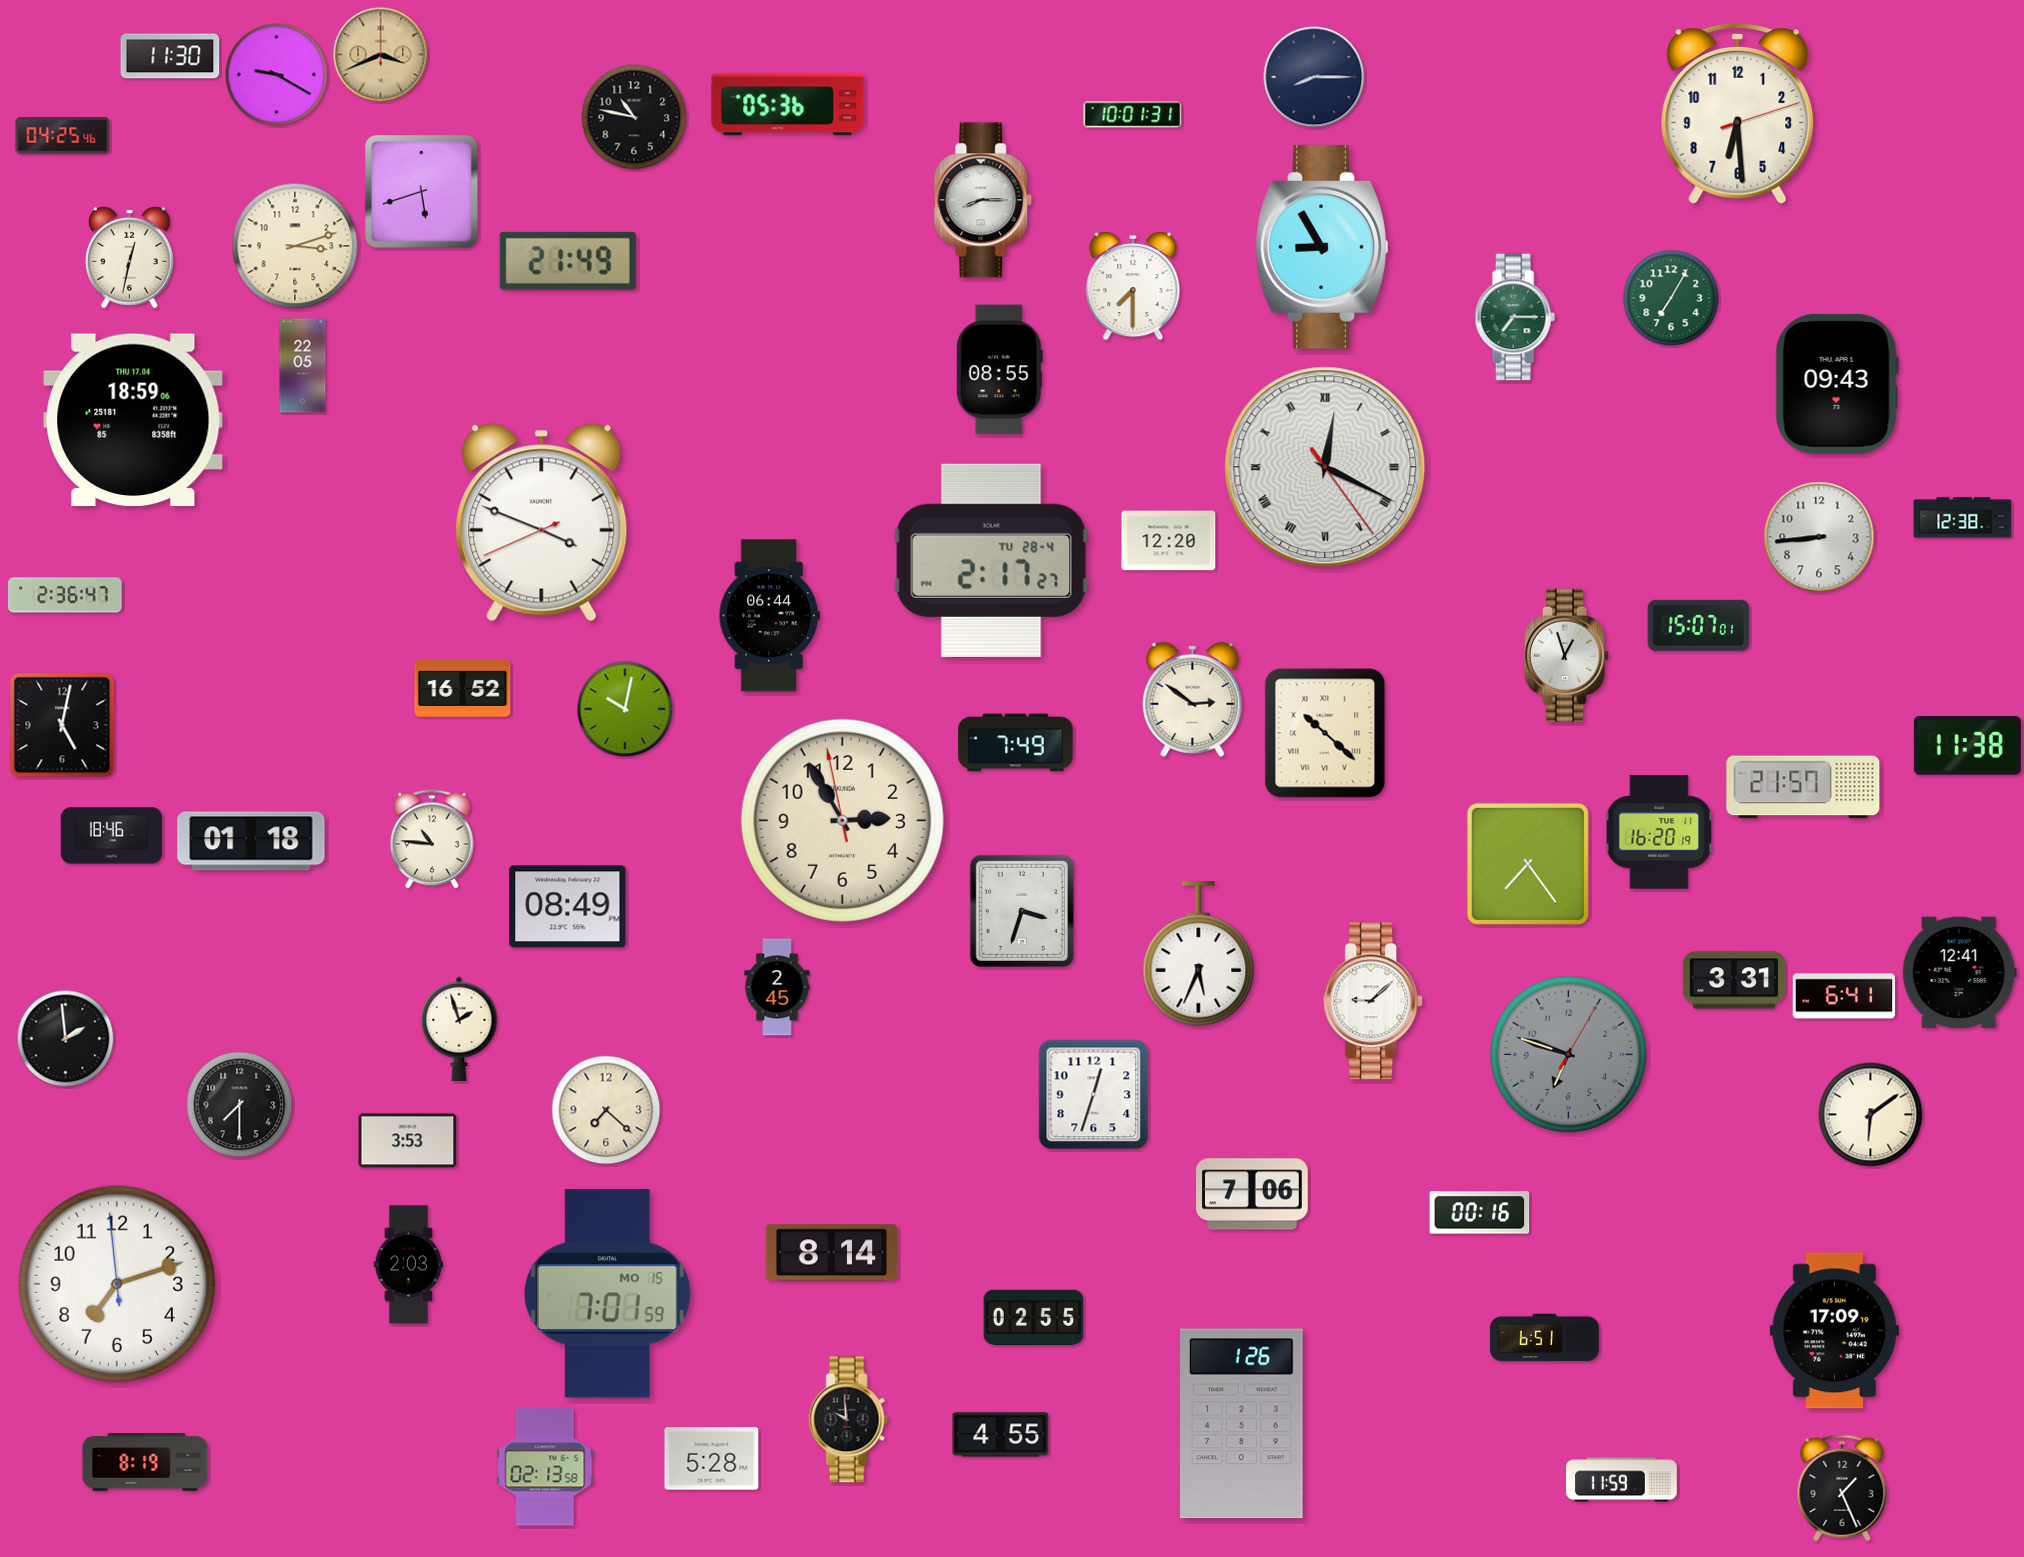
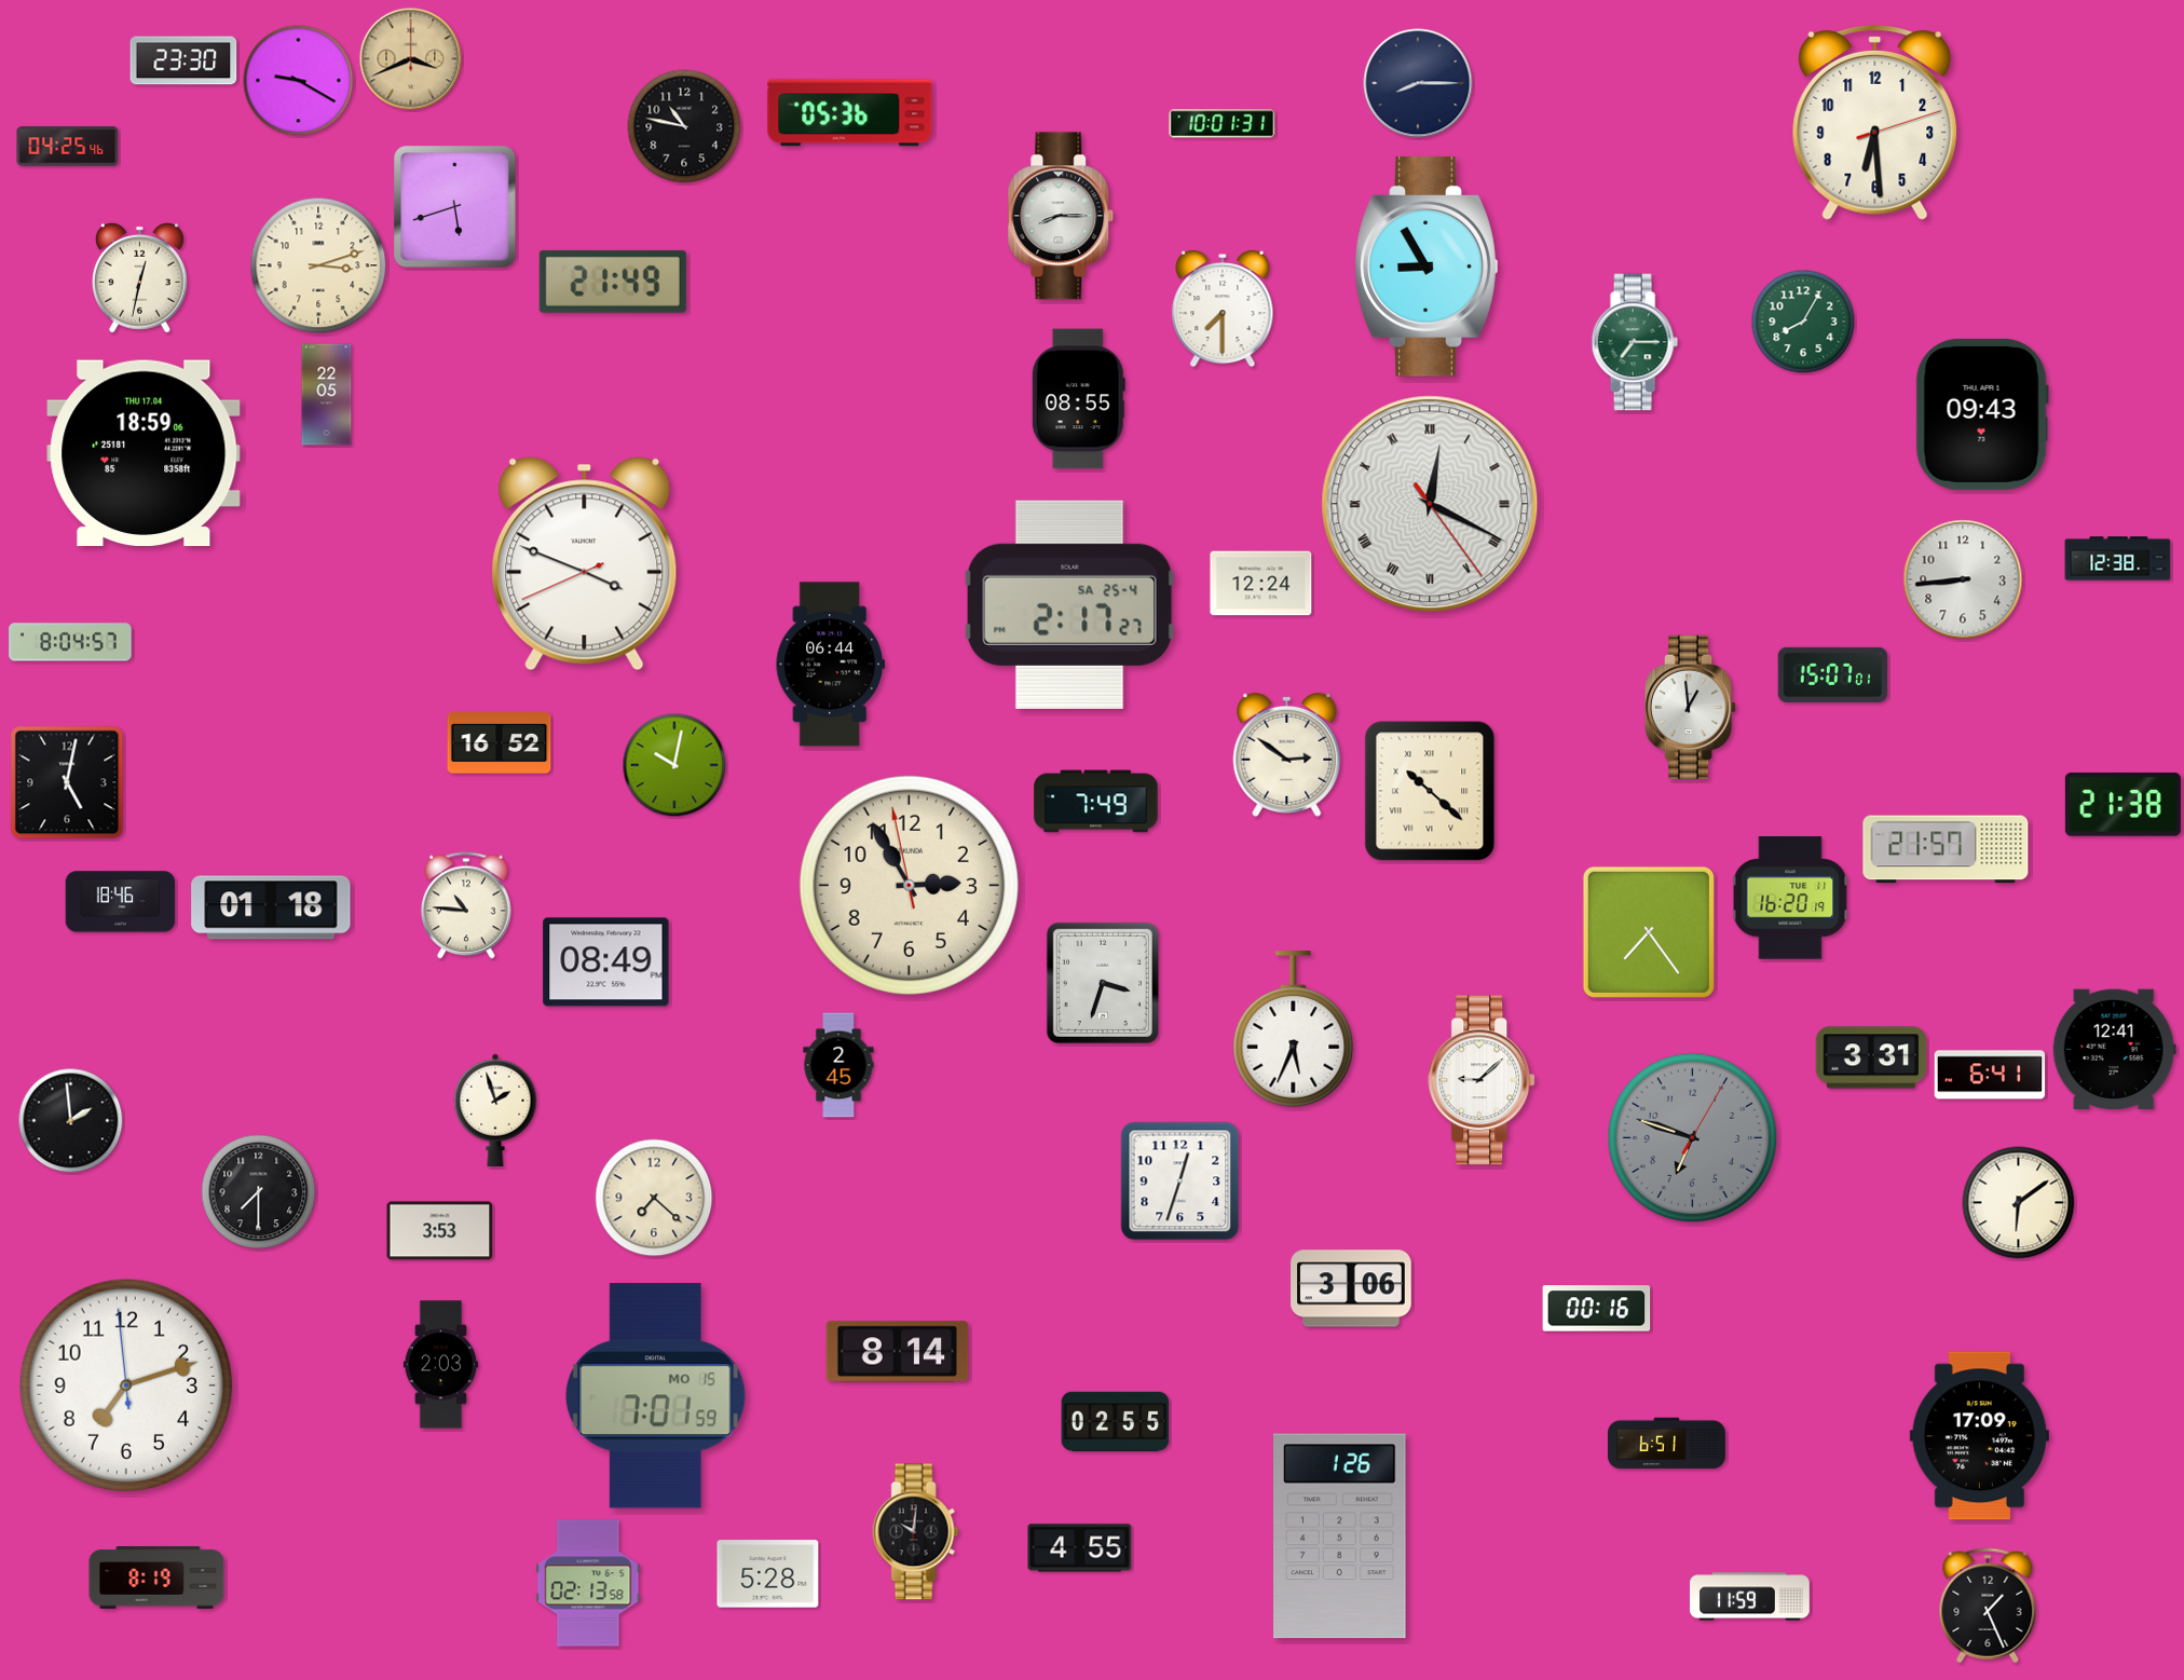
clock at (170, 56): 11:30 -> 23:30
clock at (1671, 298): 7:05 -> 8:05
clock at (1169, 541): 12:20 -> 12:24
clock at (992, 560) date: TU 28-4 -> SA 25-4
clock at (65, 595): 2:36 -> 8:04
clock at (1567, 655): 12:57 -> 12:59
clock at (1967, 746): 11:38 -> 21:38
clock at (568, 907) position: (568, 907) -> (606, 962)
clock at (1252, 1194): 7:06 -> 3:06
clock at (849, 1420): 9:59 -> 10:01
